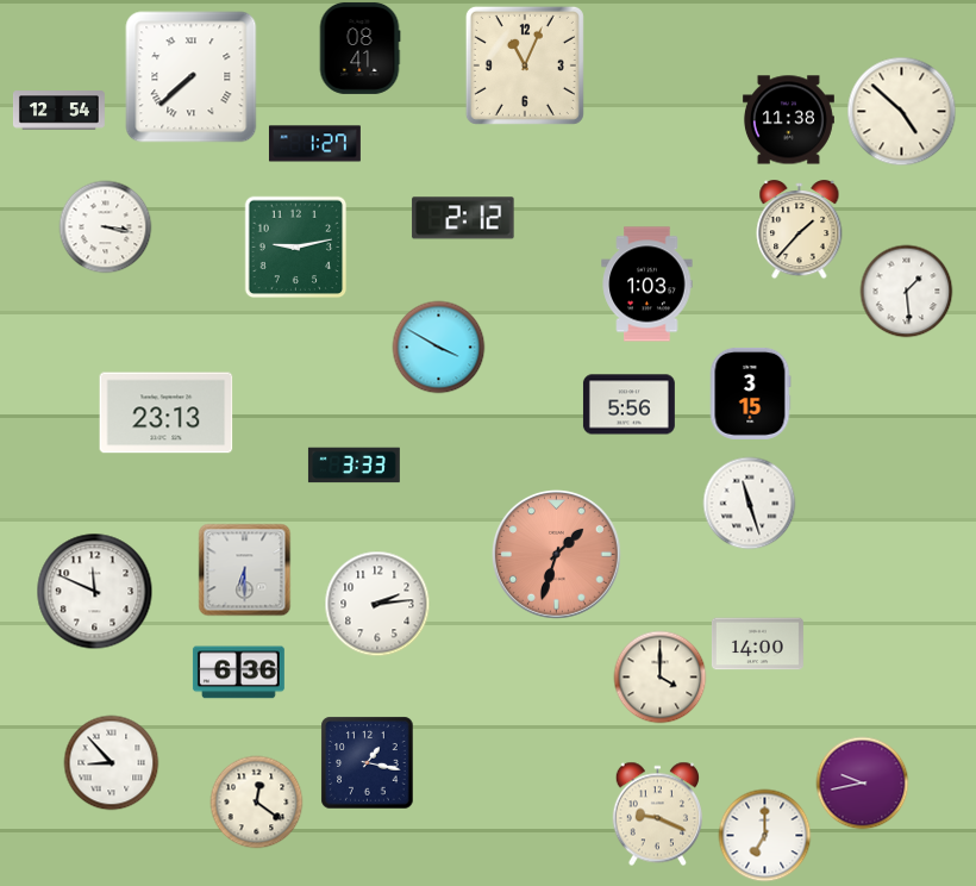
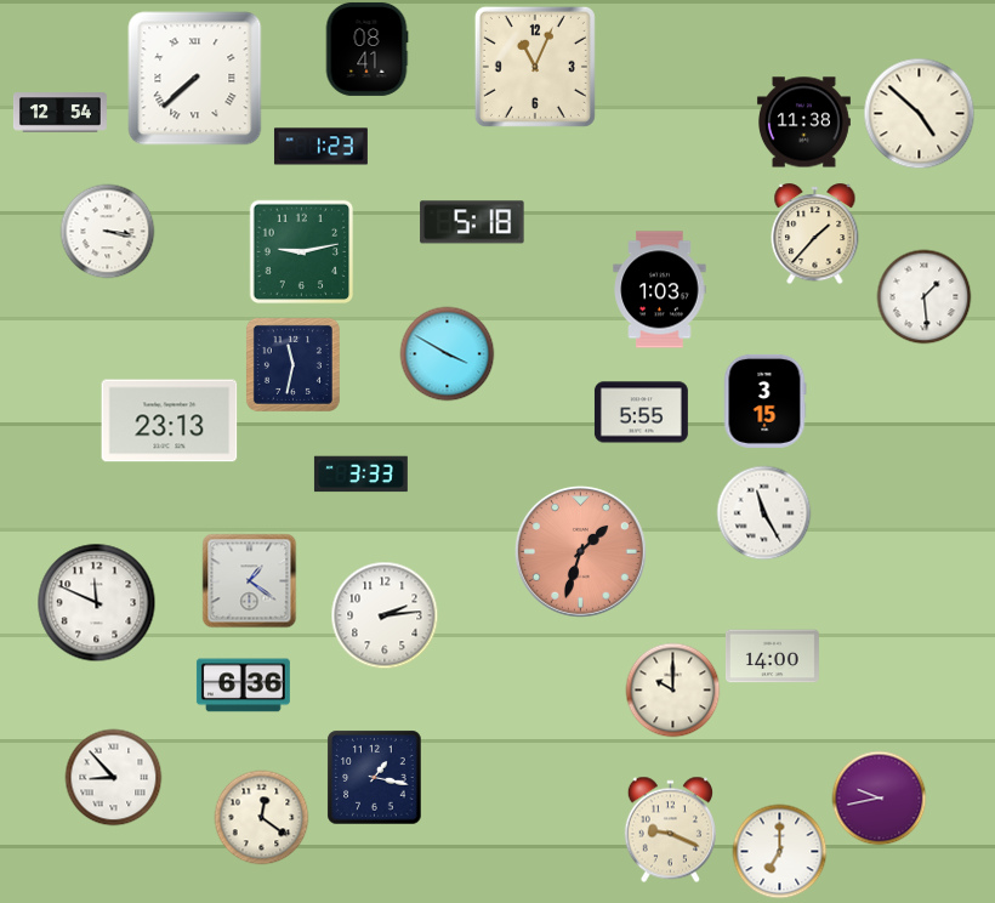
clock at (314, 144): 1:27 -> 1:23
clock at (463, 218): 2:12 -> 5:18
clock at (292, 364): none -> 11:32
clock at (628, 405): 5:56 -> 5:55
clock at (749, 503): 11:27 -> 11:25
clock at (556, 554) position: (556, 554) -> (580, 551)
clock at (244, 569): 6:30 -> 1:21
clock at (659, 676): 4:00 -> 10:00
